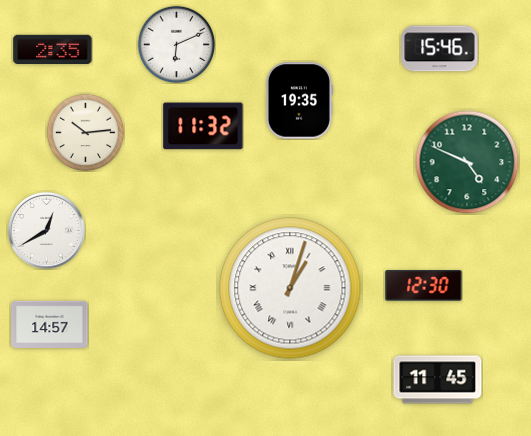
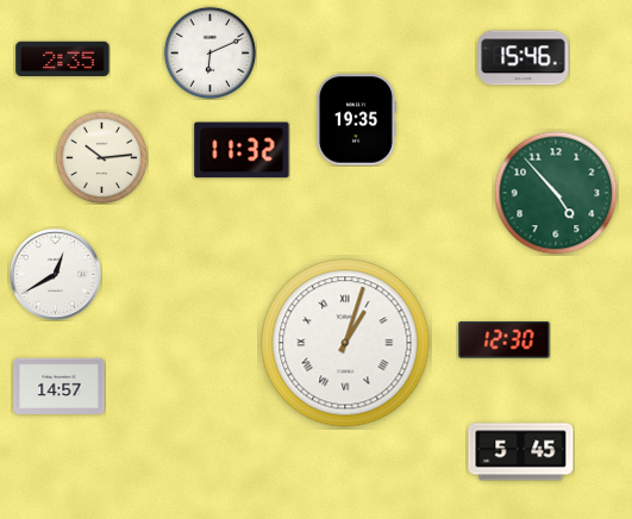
clock at (467, 162): 4:49 -> 4:53
clock at (438, 380): 11:45 -> 5:45
